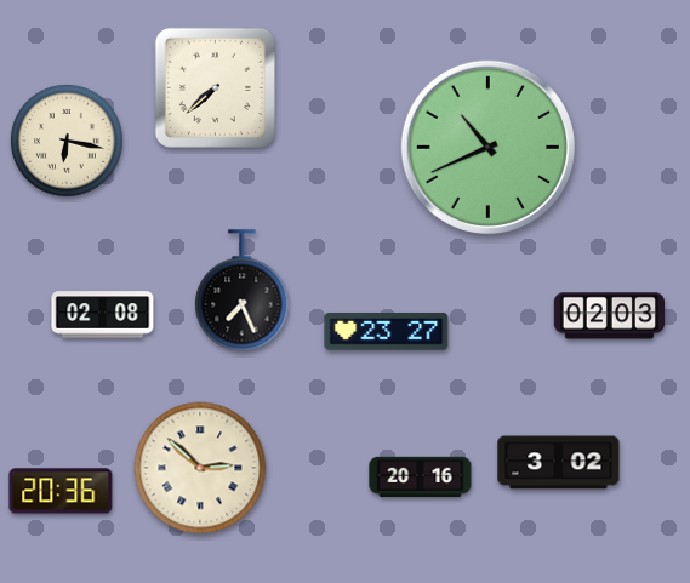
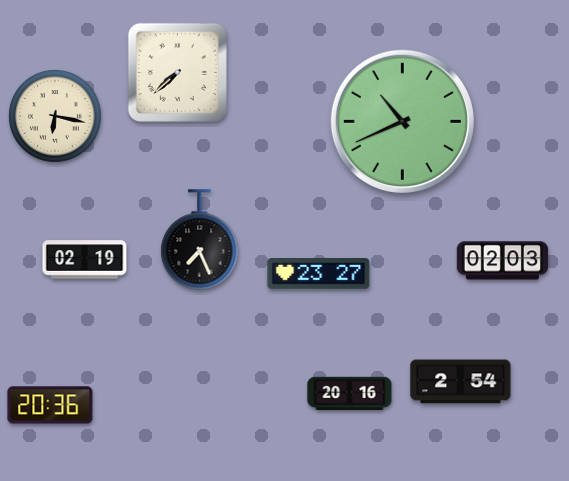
clock at (103, 315): 02:08 -> 02:19
clock at (559, 463): 3:02 -> 2:54
clock at (200, 468): 2:52 -> none
clock at (421, 476) position: (421, 476) -> (350, 393)
